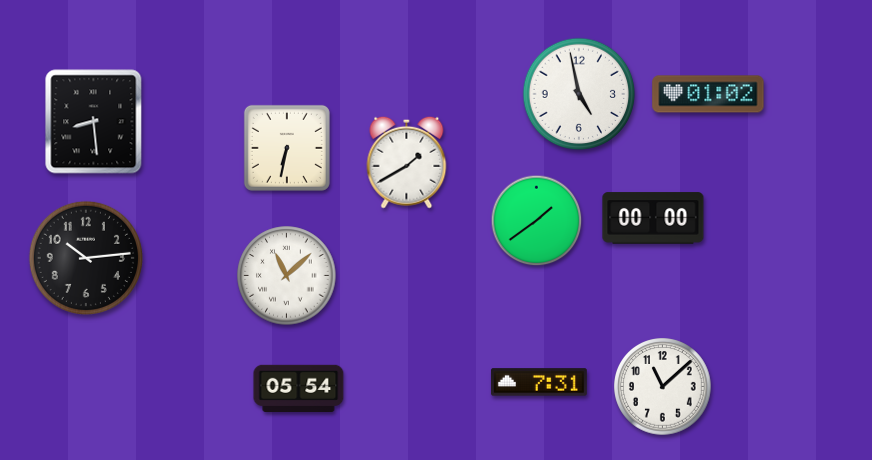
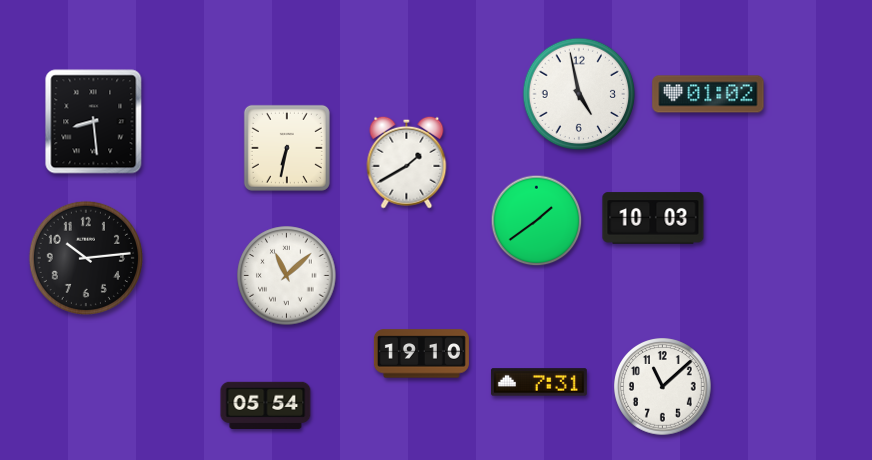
clock at (653, 218): 00:00 -> 10:03
clock at (421, 354): none -> 19:10
clock at (299, 388) position: (299, 388) -> (266, 405)
